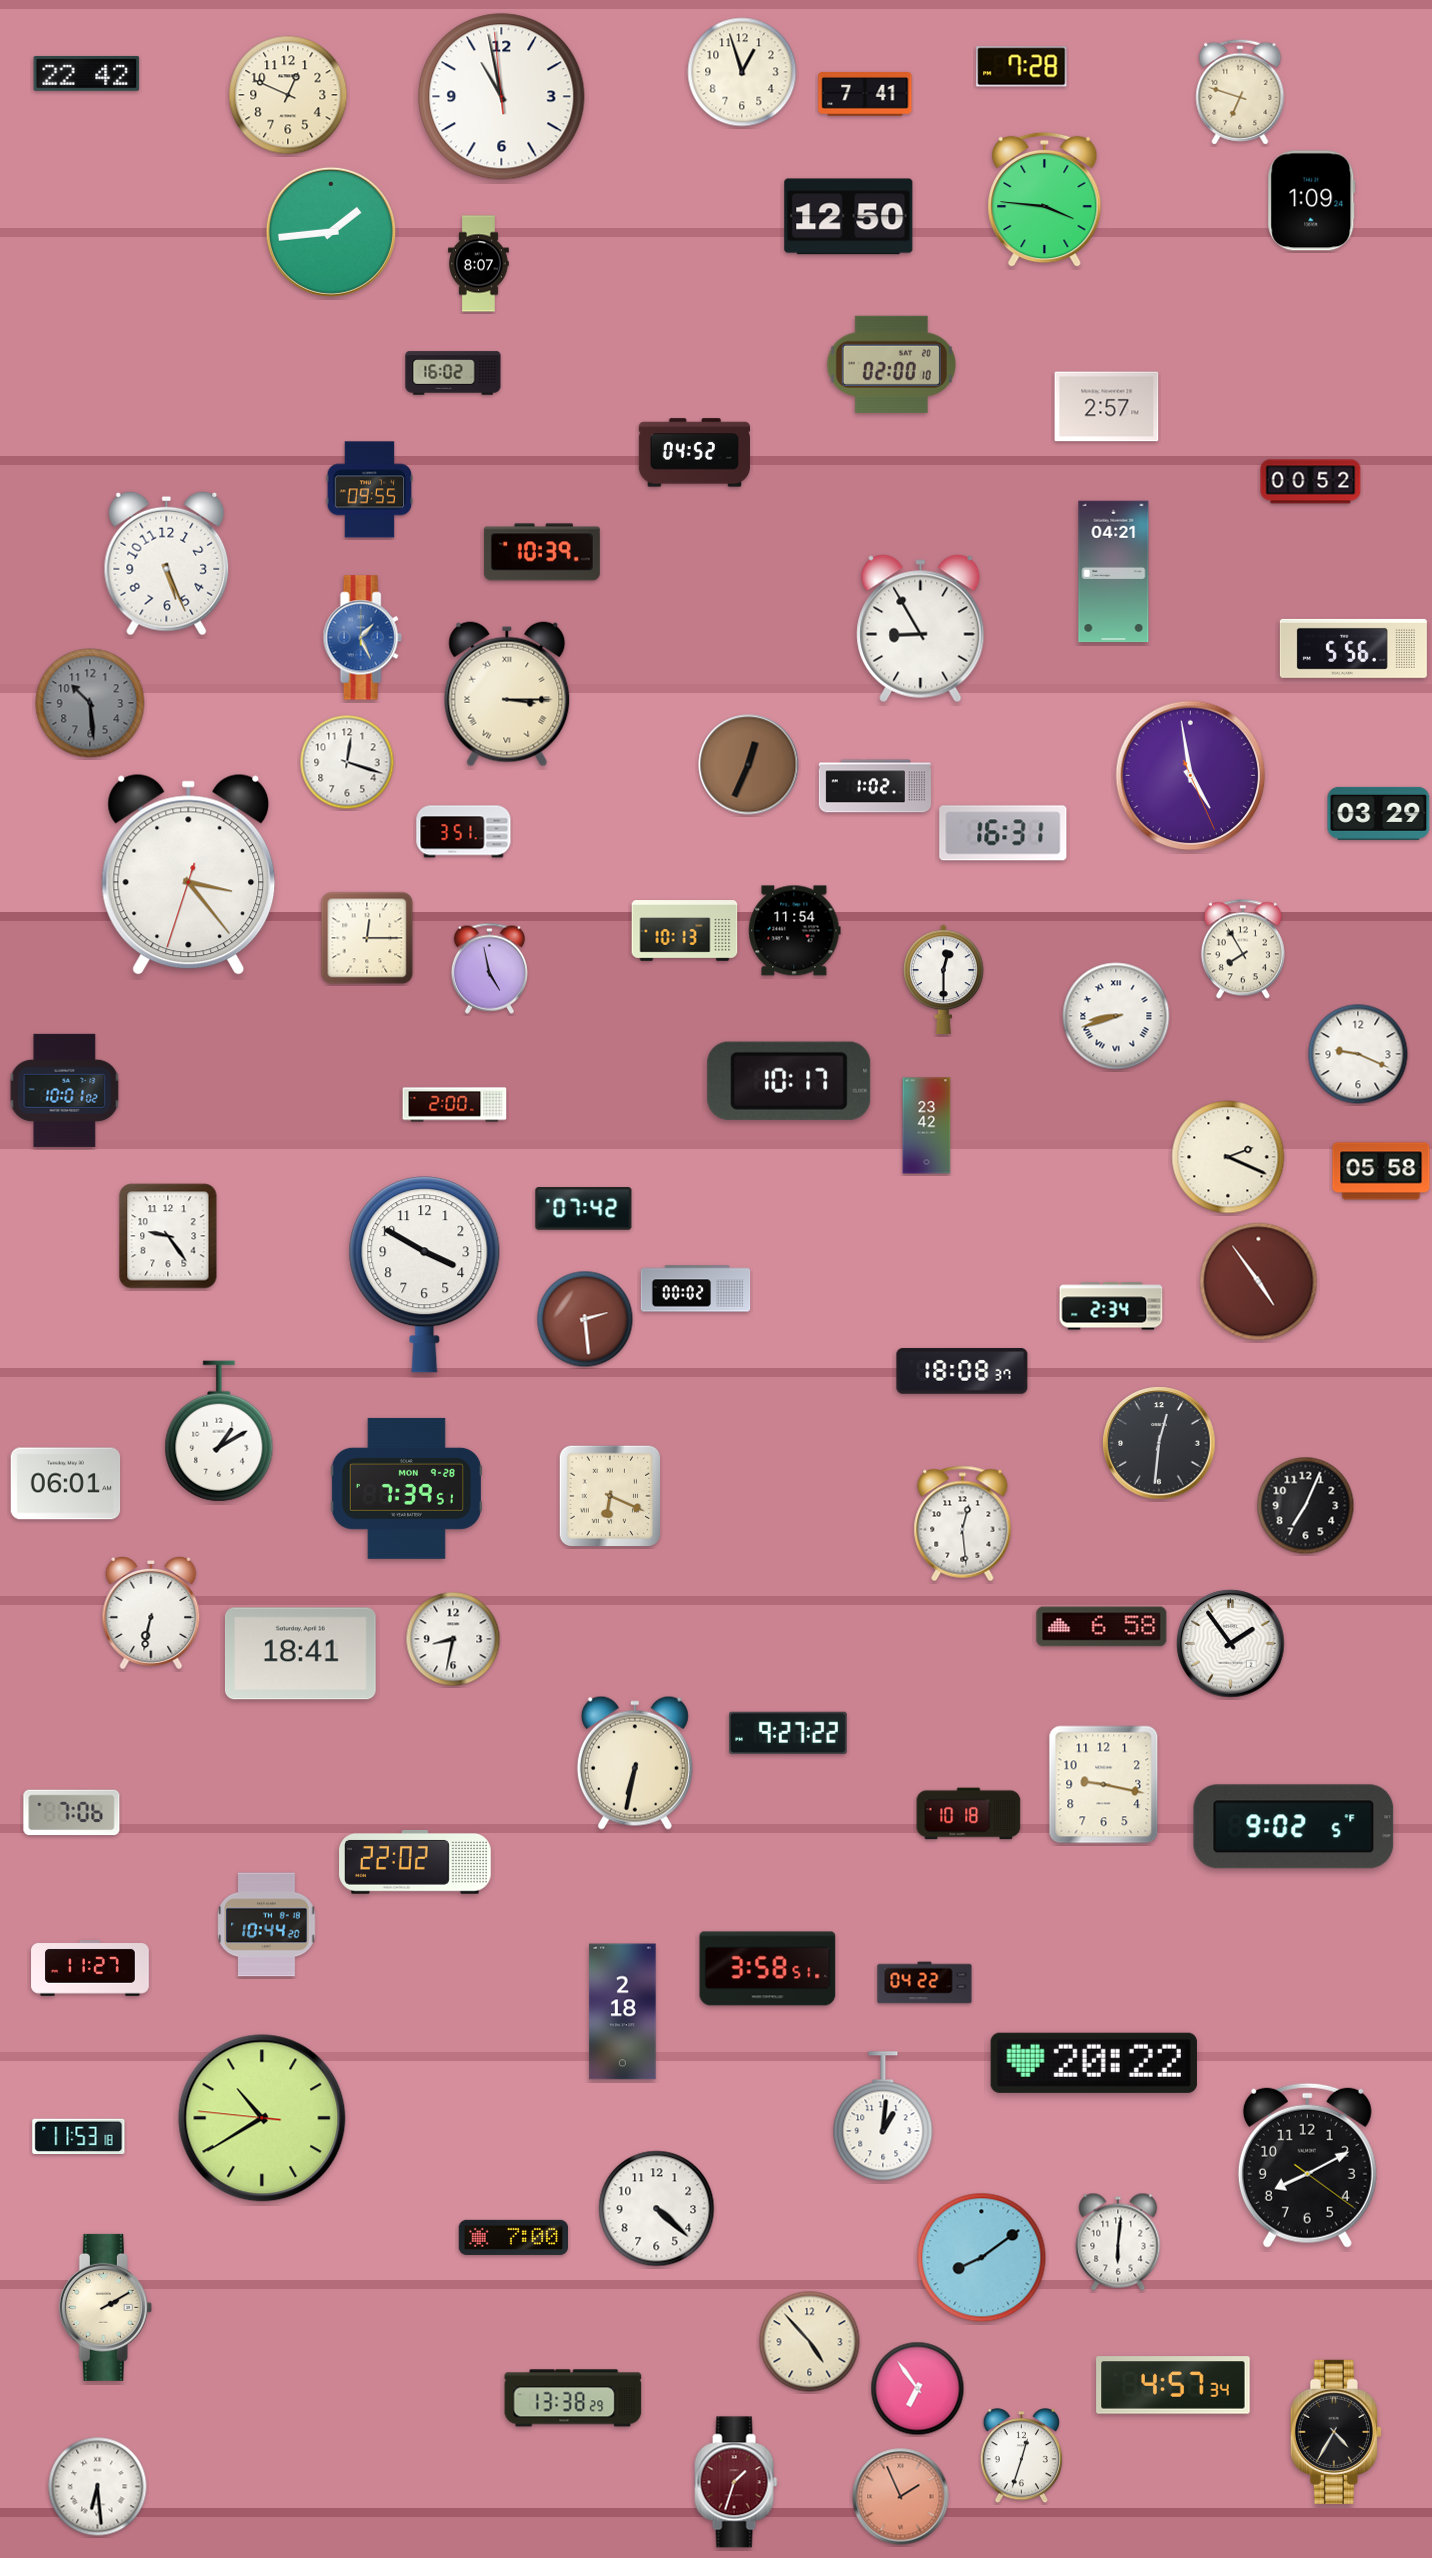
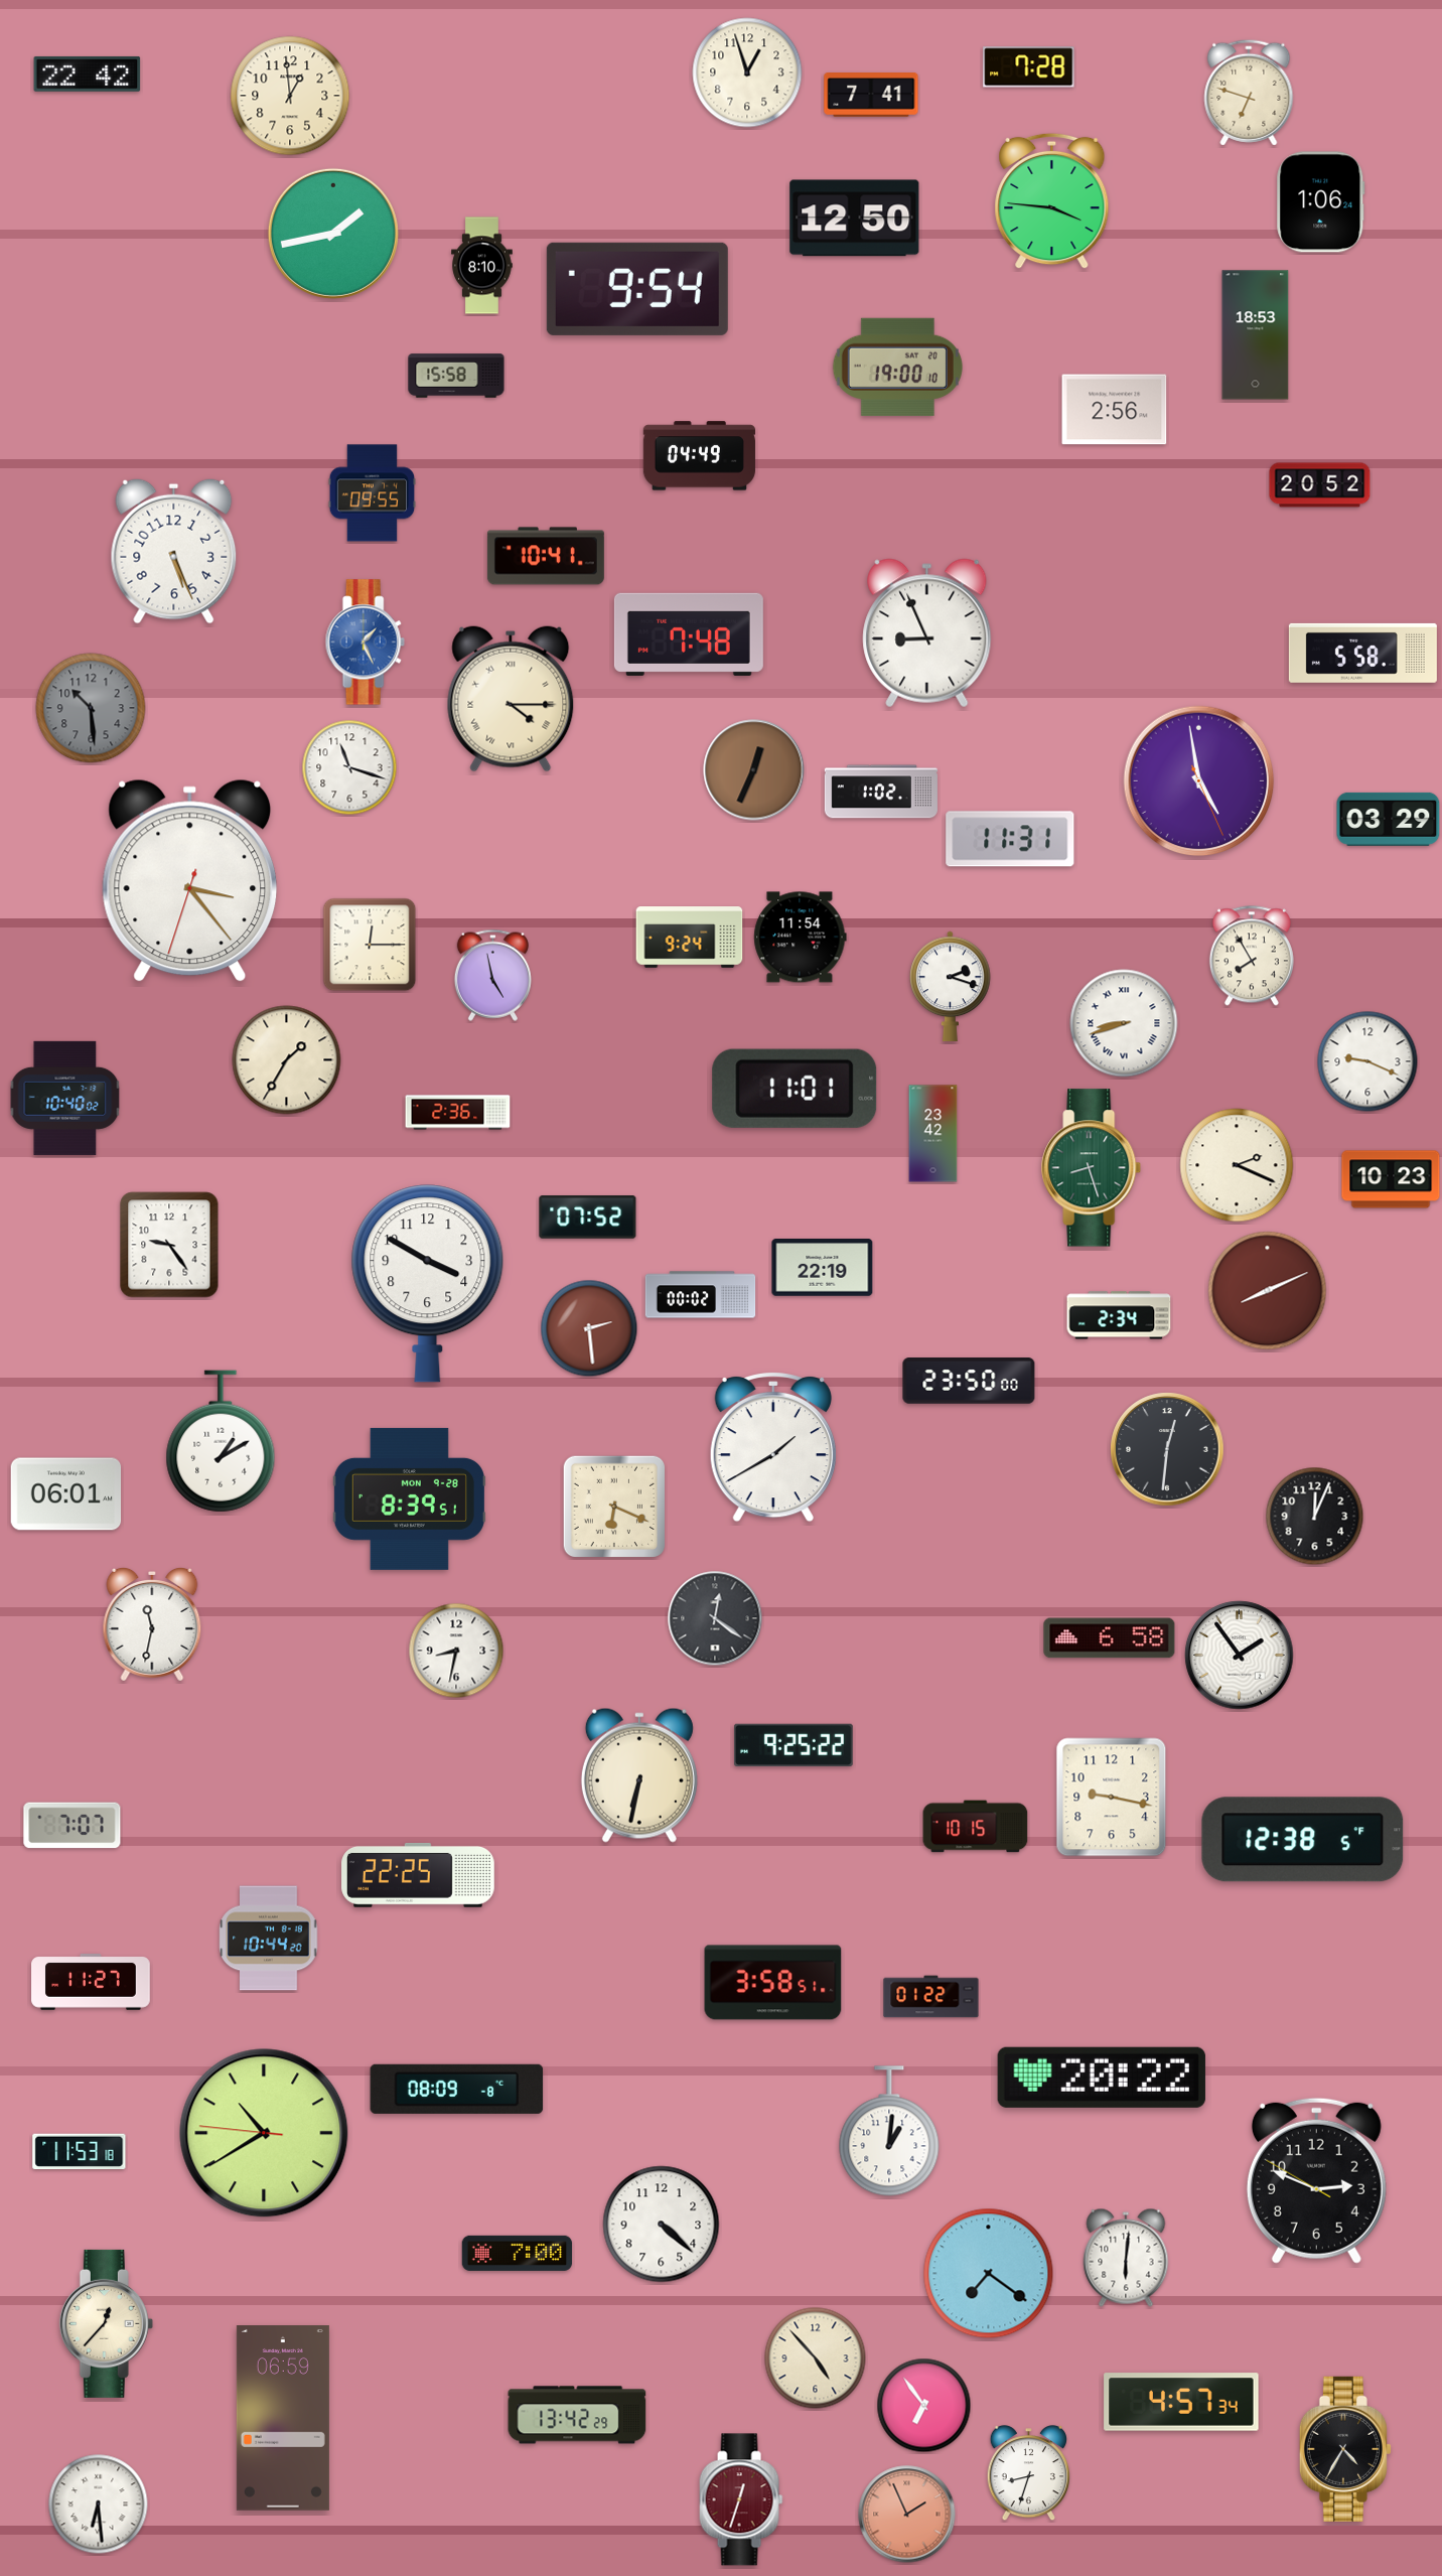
clock at (288, 95): 12:49 -> 12:59
clock at (502, 97): 10:57 -> none
clock at (1312, 201): 1:09 -> 1:06
clock at (331, 232): 1:44 -> 1:43
clock at (479, 264): 8:07 -> 8:10
clock at (637, 289): none -> 9:54
clock at (1256, 335): none -> 18:53
clock at (891, 364): 02:00 -> 19:00
clock at (453, 373): 16:02 -> 15:58
clock at (1107, 407): 2:57 -> 2:56
clock at (694, 453): 04:52 -> 04:49
clock at (1311, 482): 00:52 -> 20:52
clock at (542, 552): 10:39 -> 10:41
clock at (167, 563) position: (167, 563) -> (174, 551)
clock at (1114, 572): 04:21 -> none
clock at (921, 629): 8:55 -> 8:56
clock at (689, 634): none -> 7:48
clock at (1353, 648): 5:56 -> 5:58
clock at (507, 694): 3:15 -> 4:15
clock at (347, 762): 12:18 -> 11:18
clock at (464, 832): 3:51 -> none
clock at (1003, 833): 16:31 -> 11:31
clock at (685, 931): 10:13 -> 9:24
clock at (944, 980): 12:30 -> 2:18
clock at (287, 1060): none -> 1:35
clock at (789, 1081): 10:17 -> 11:01
clock at (65, 1090): 10:01 -> 10:40
clock at (455, 1105): 2:00 -> 2:36
clock at (1092, 1168): none -> 8:27
clock at (1381, 1171): 05:58 -> 10:23
clock at (584, 1209): 07:42 -> 07:52
clock at (823, 1268): none -> 22:19
clock at (1259, 1282): 4:54 -> 8:11
clock at (696, 1289) position: (696, 1289) -> (701, 1295)
clock at (962, 1371): 18:08 -> 23:50
clock at (773, 1448): none -> 1:40
clock at (1159, 1443) position: (1159, 1443) -> (1167, 1449)
clock at (406, 1488): 7:39 -> 8:39
clock at (1306, 1506): 7:04 -> 12:04
clock at (963, 1524): 12:29 -> none
clock at (715, 1618): none -> 12:21
clock at (151, 1613): 6:32 -> 11:32
clock at (300, 1654): 18:41 -> none
clock at (788, 1732): 9:27 -> 9:25
clock at (72, 1813): 7:06 -> 7:07
clock at (969, 1814): 10:18 -> 10:15
clock at (1294, 1827): 9:02 -> 12:38
clock at (415, 1863): 22:02 -> 22:25
clock at (925, 1983): 04:22 -> 01:22
clock at (623, 2012): 2:18 -> none
clock at (457, 2089): none -> 08:09
clock at (1307, 2165): 8:10 -> 2:48
clock at (982, 2258): 8:09 -> 7:21
clock at (105, 2307): 2:10 -> 12:37
clock at (573, 2398): 13:38 -> 13:42
clock at (283, 2419): none -> 06:59
clock at (1021, 2457): 12:33 -> 8:33
clock at (736, 2482): 1:33 -> 12:33
